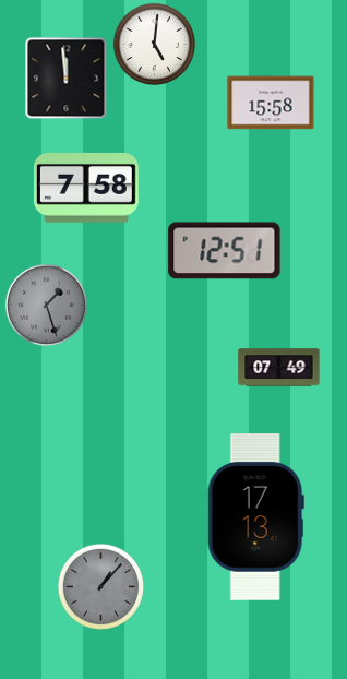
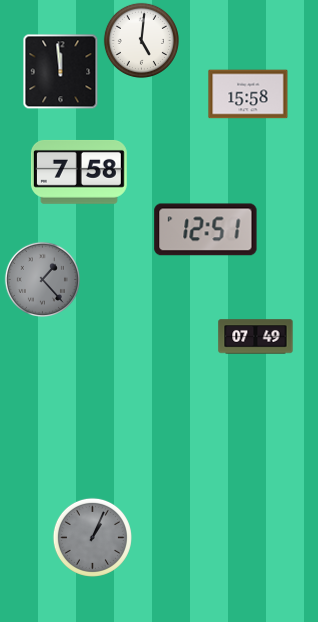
clock at (46, 305): 1:27 -> 1:23
clock at (255, 517): 17:13 -> none
clock at (100, 586): 1:07 -> 1:04
